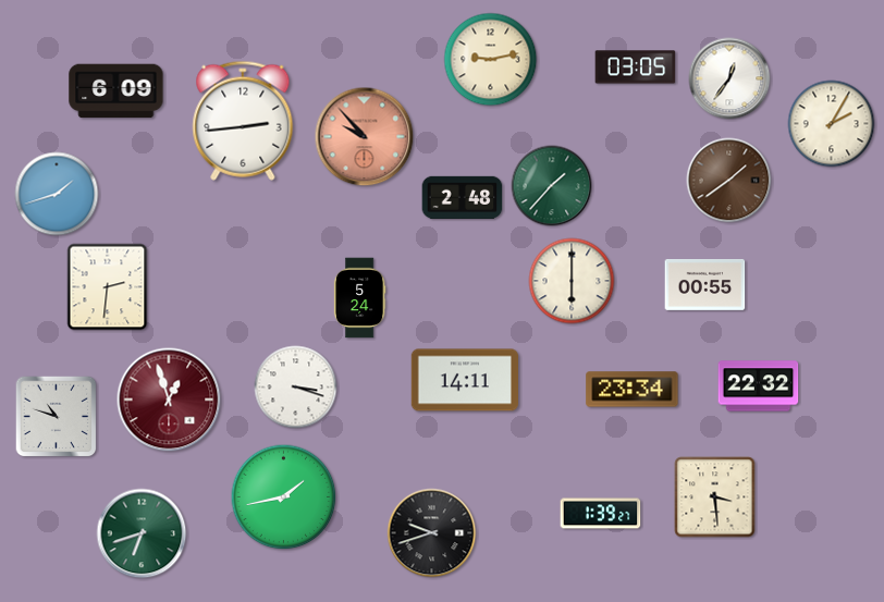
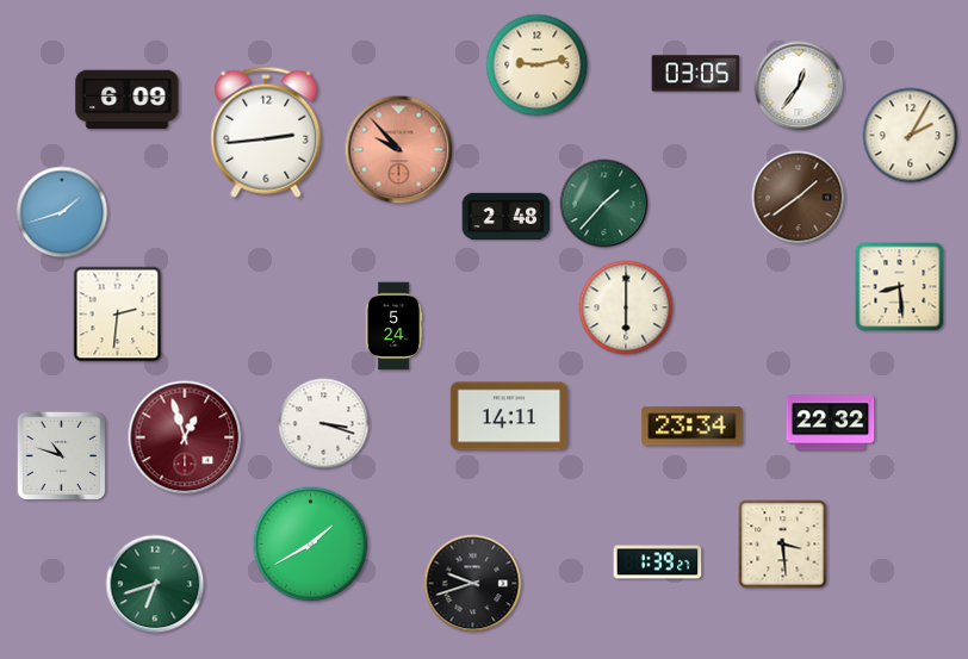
clock at (900, 287): none -> 8:29
clock at (705, 284): 00:55 -> none
clock at (284, 497): 1:43 -> 1:40
